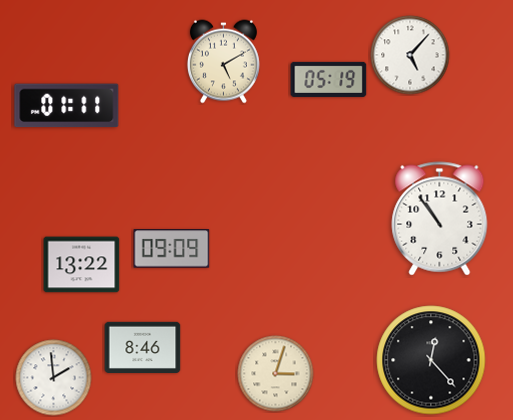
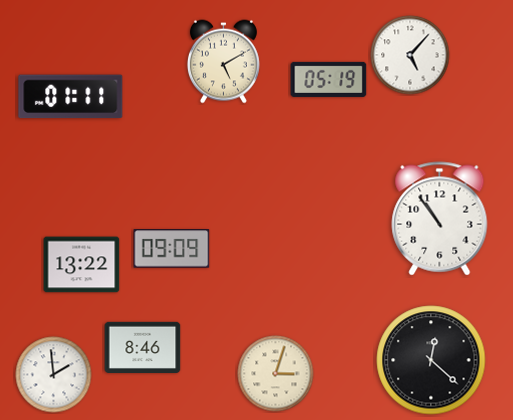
clock at (67, 106) position: (67, 106) -> (71, 97)
clock at (431, 360): 12:23 -> 12:22
clock at (54, 378) position: (54, 378) -> (54, 375)
